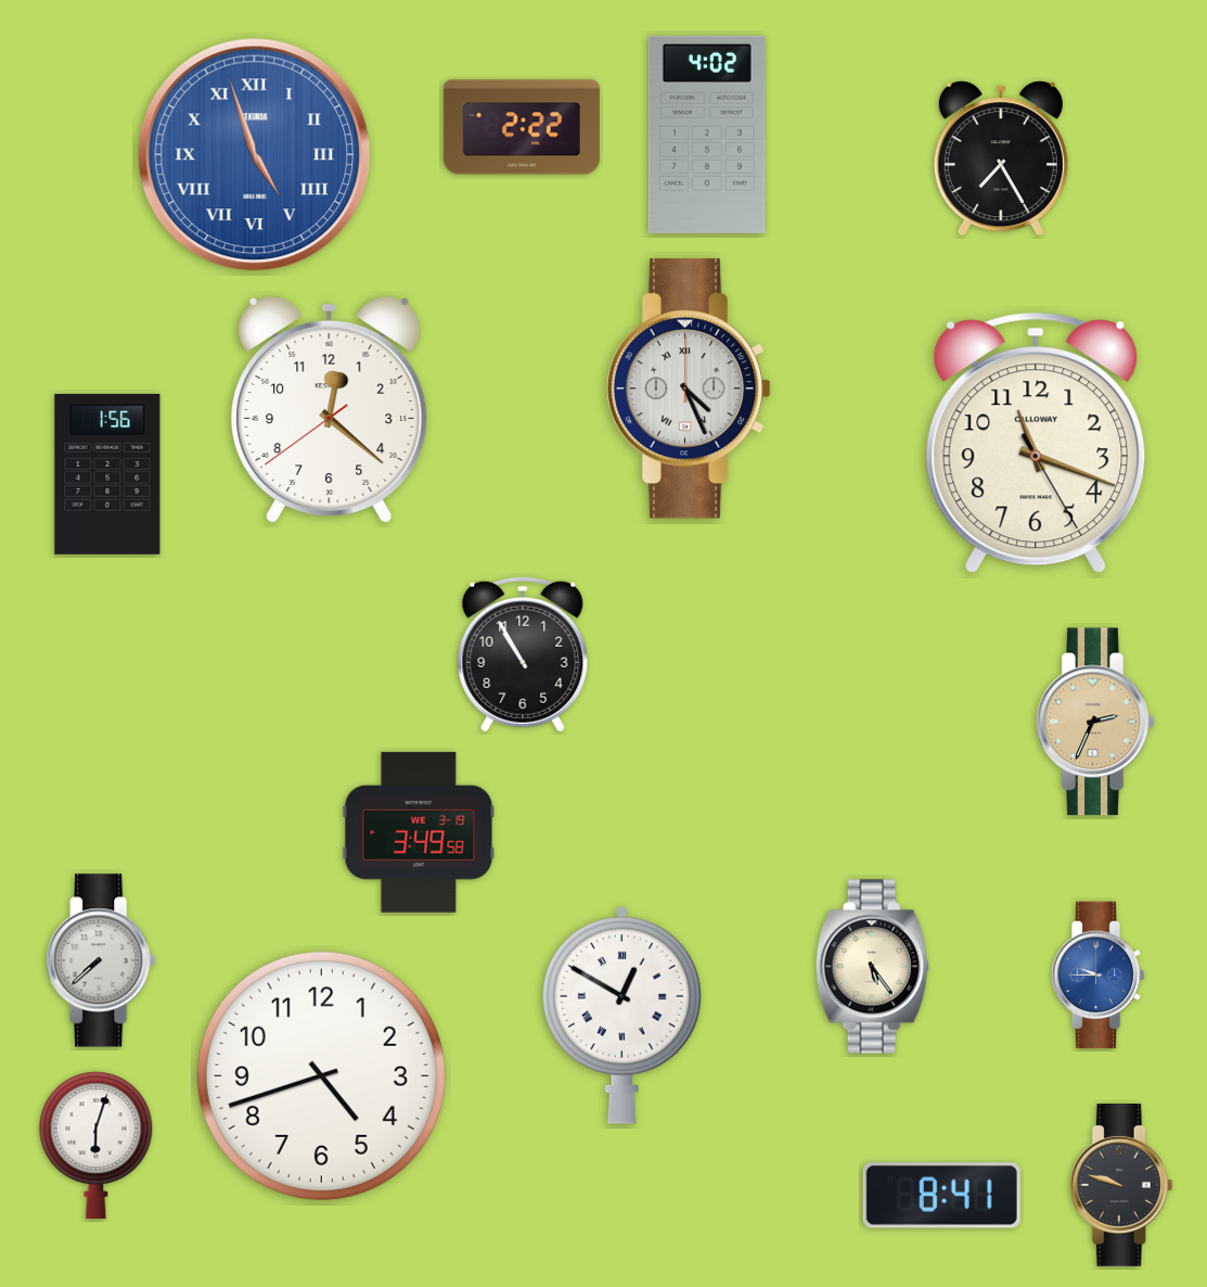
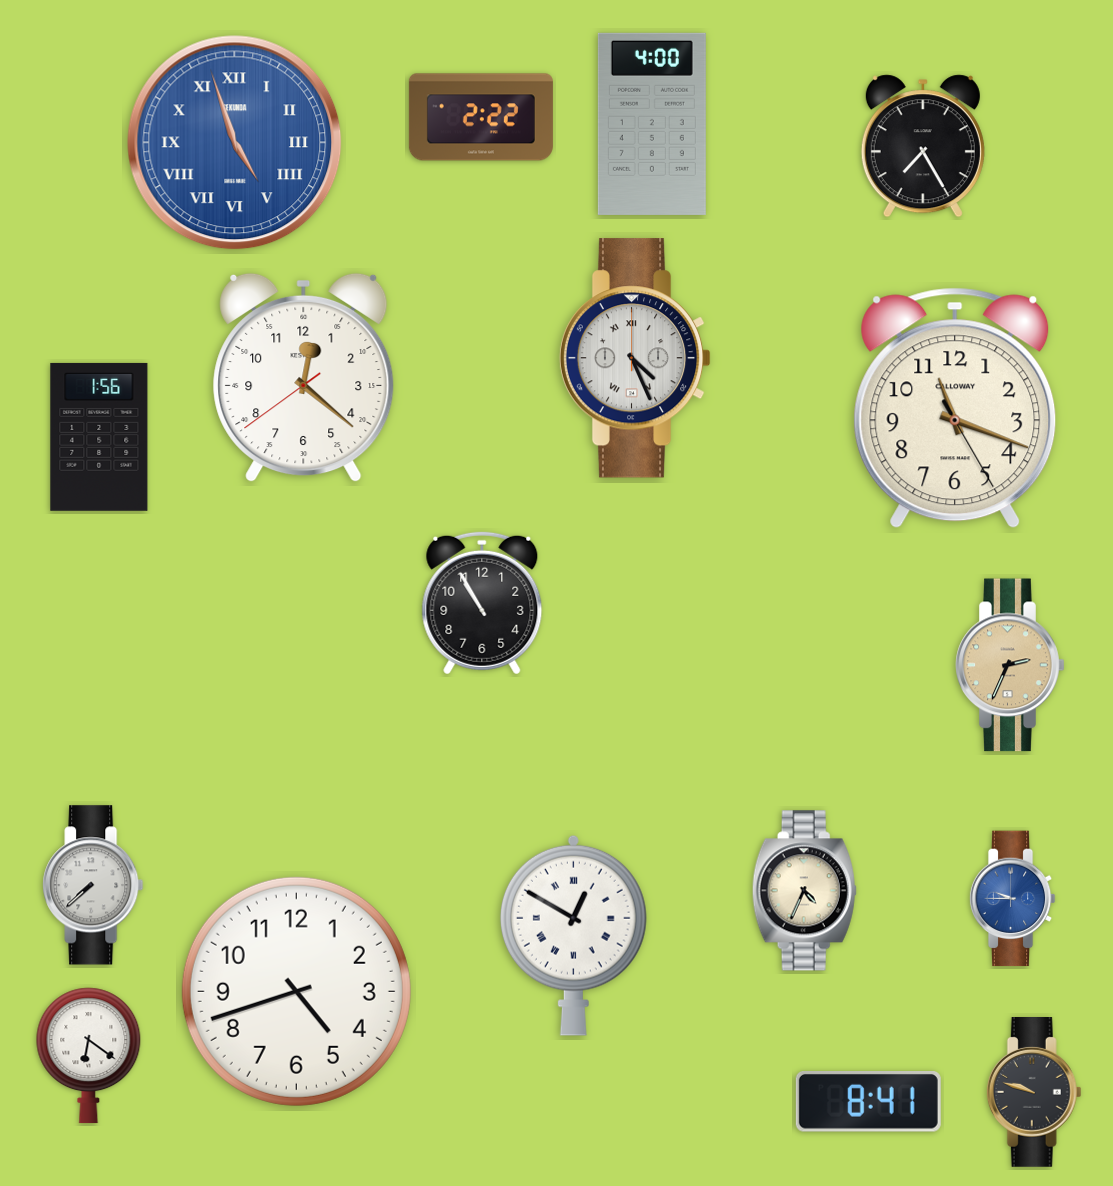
clock at (707, 135): 4:02 -> 4:00
clock at (419, 832): 3:49 -> none
clock at (872, 967): 5:24 -> 4:34
clock at (97, 1146): 6:03 -> 6:21
